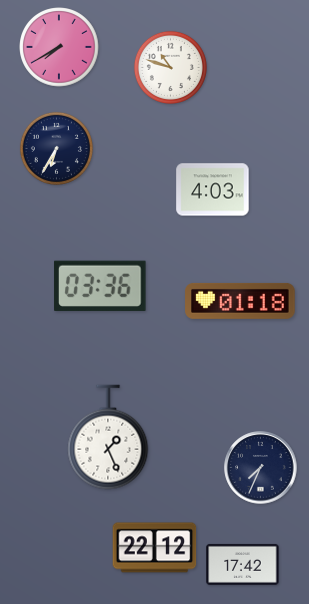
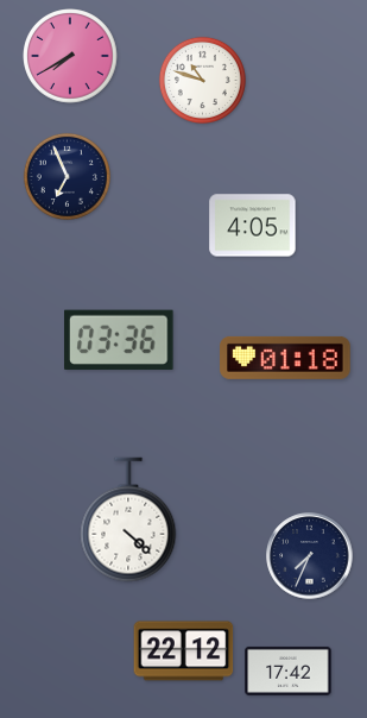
clock at (56, 148): 6:35 -> 6:56
clock at (213, 190): 4:03 -> 4:05
clock at (108, 437): 1:26 -> 4:22
